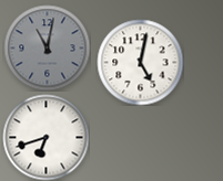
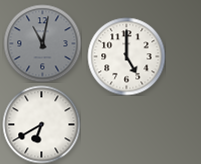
clock at (140, 62): 5:02 -> 5:00
clock at (45, 137): 6:42 -> 6:40
